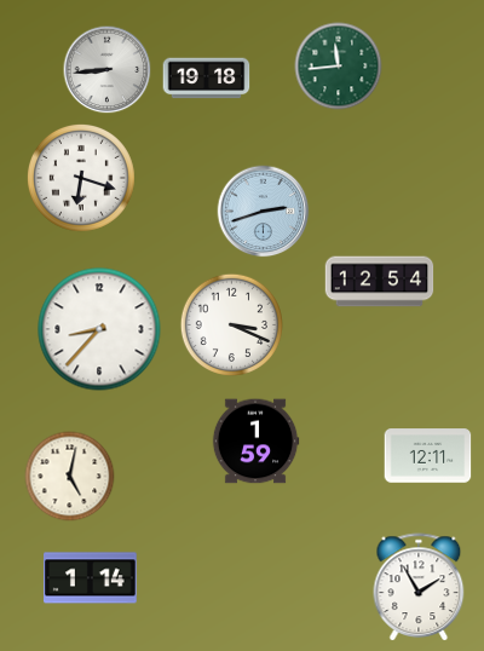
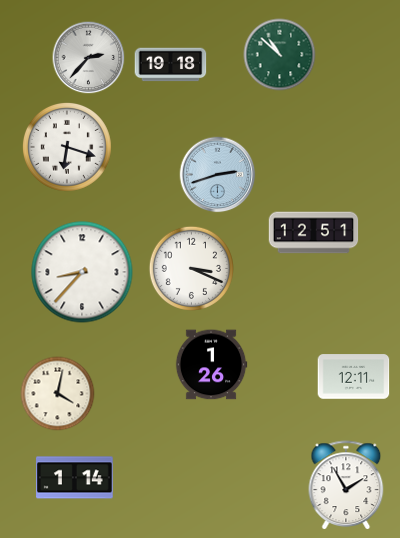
clock at (339, 67): 11:44 -> 10:52
clock at (108, 70): 8:44 -> 2:37
clock at (380, 282): 12:54 -> 12:51
clock at (255, 442): 1:59 -> 1:26
clock at (70, 477): 5:02 -> 4:02
